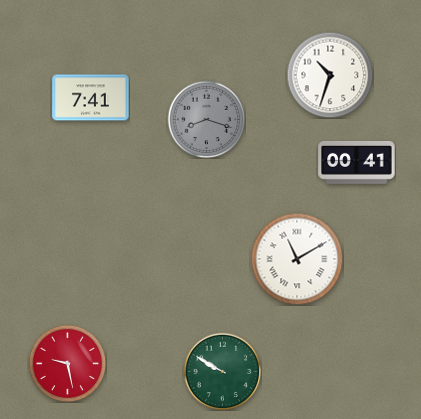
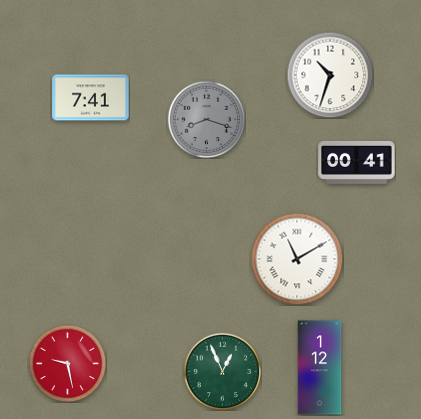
clock at (320, 368): none -> 1:12
clock at (222, 371): 9:50 -> 12:56
